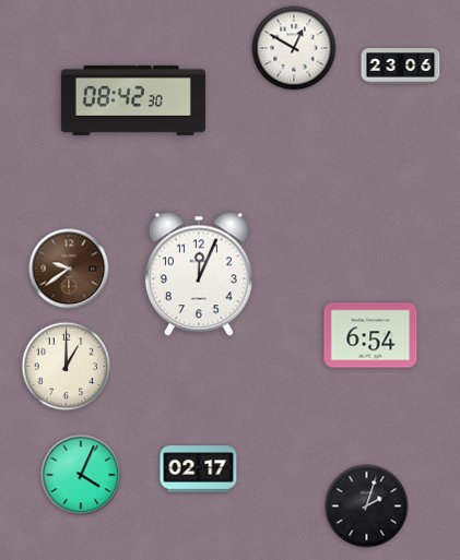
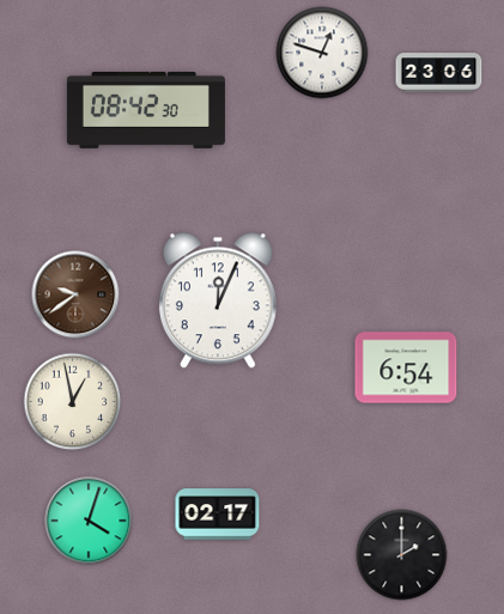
clock at (294, 48): 12:50 -> 12:48
clock at (67, 367): 1:00 -> 12:58
clock at (81, 475): 4:04 -> 4:03
clock at (367, 507): 2:03 -> 2:00
